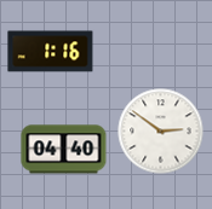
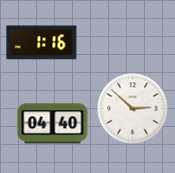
clock at (161, 132): 2:51 -> 2:52
